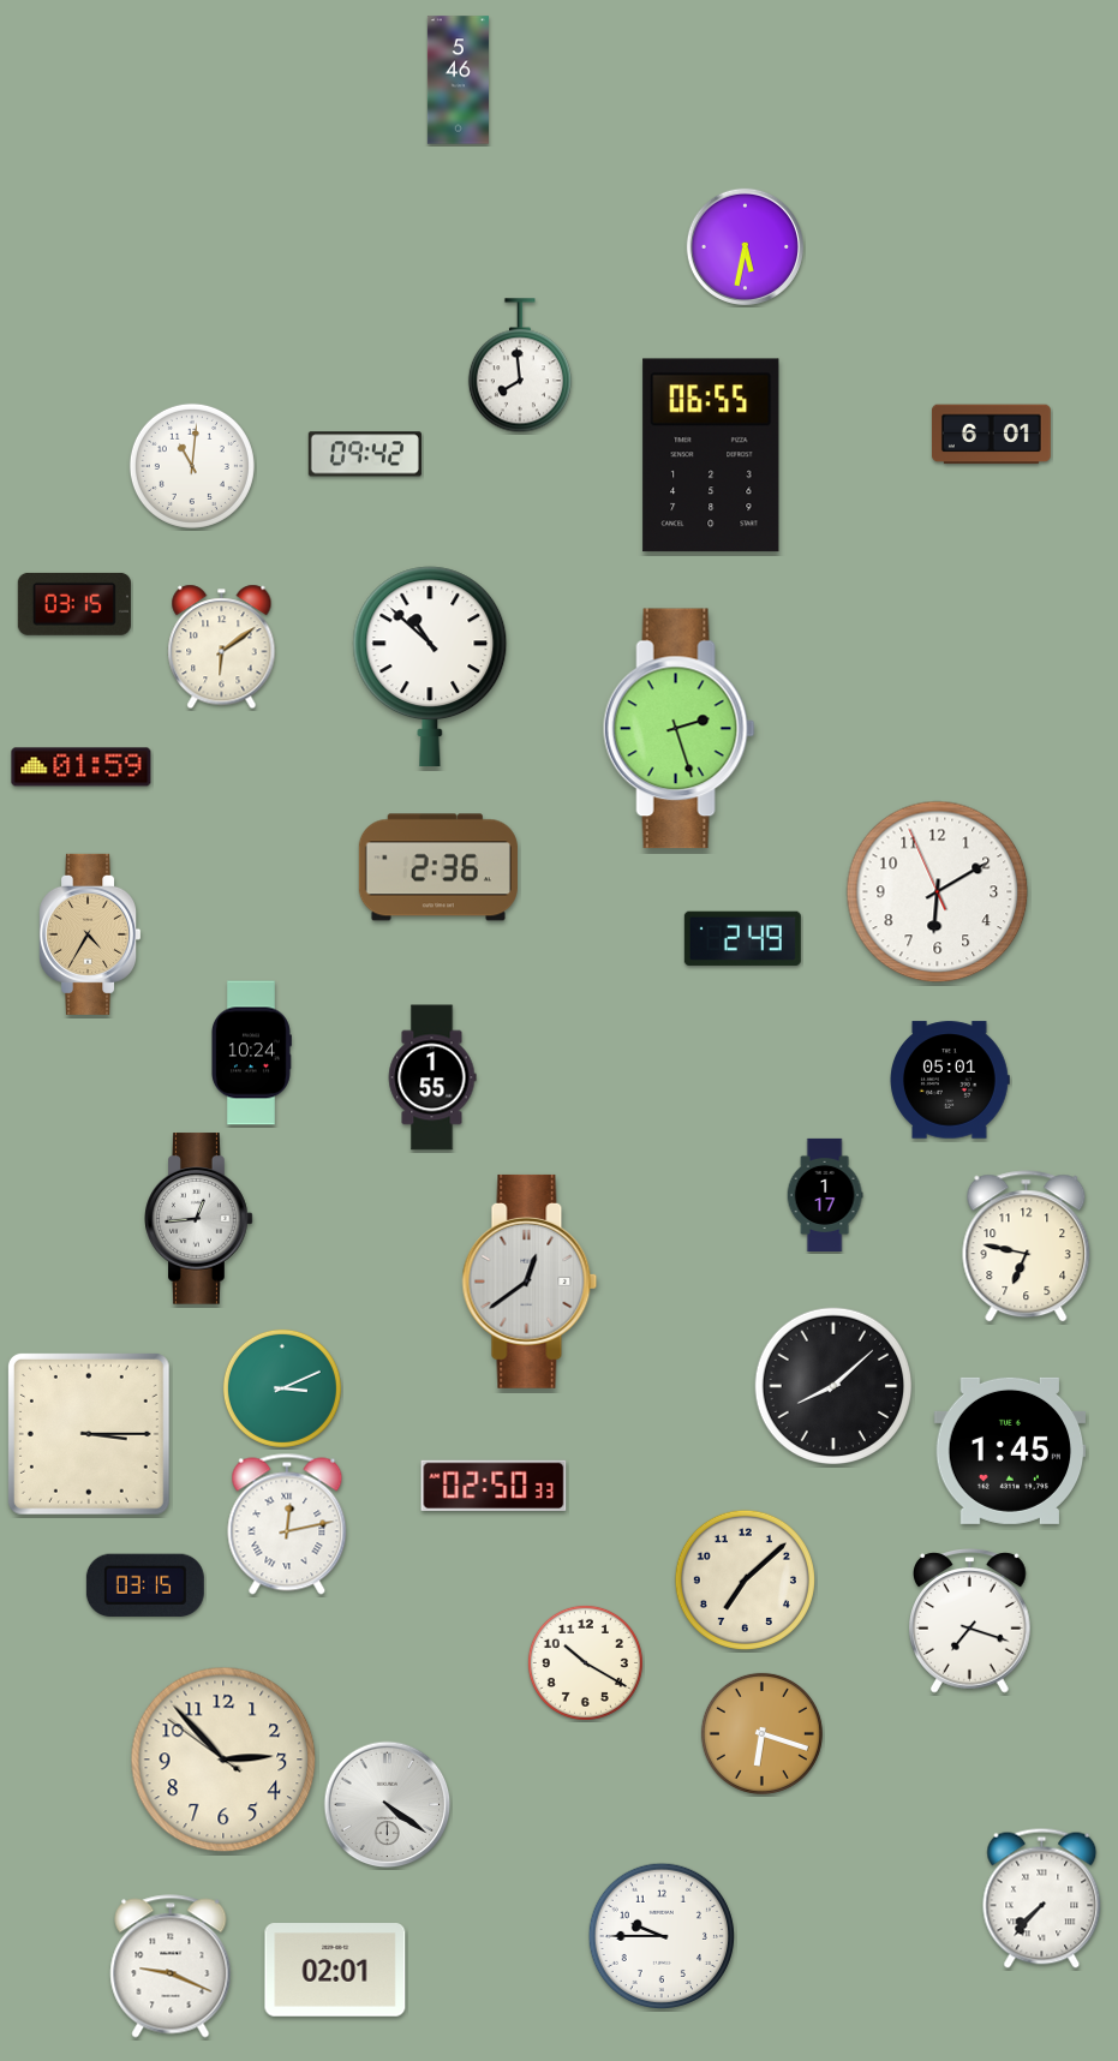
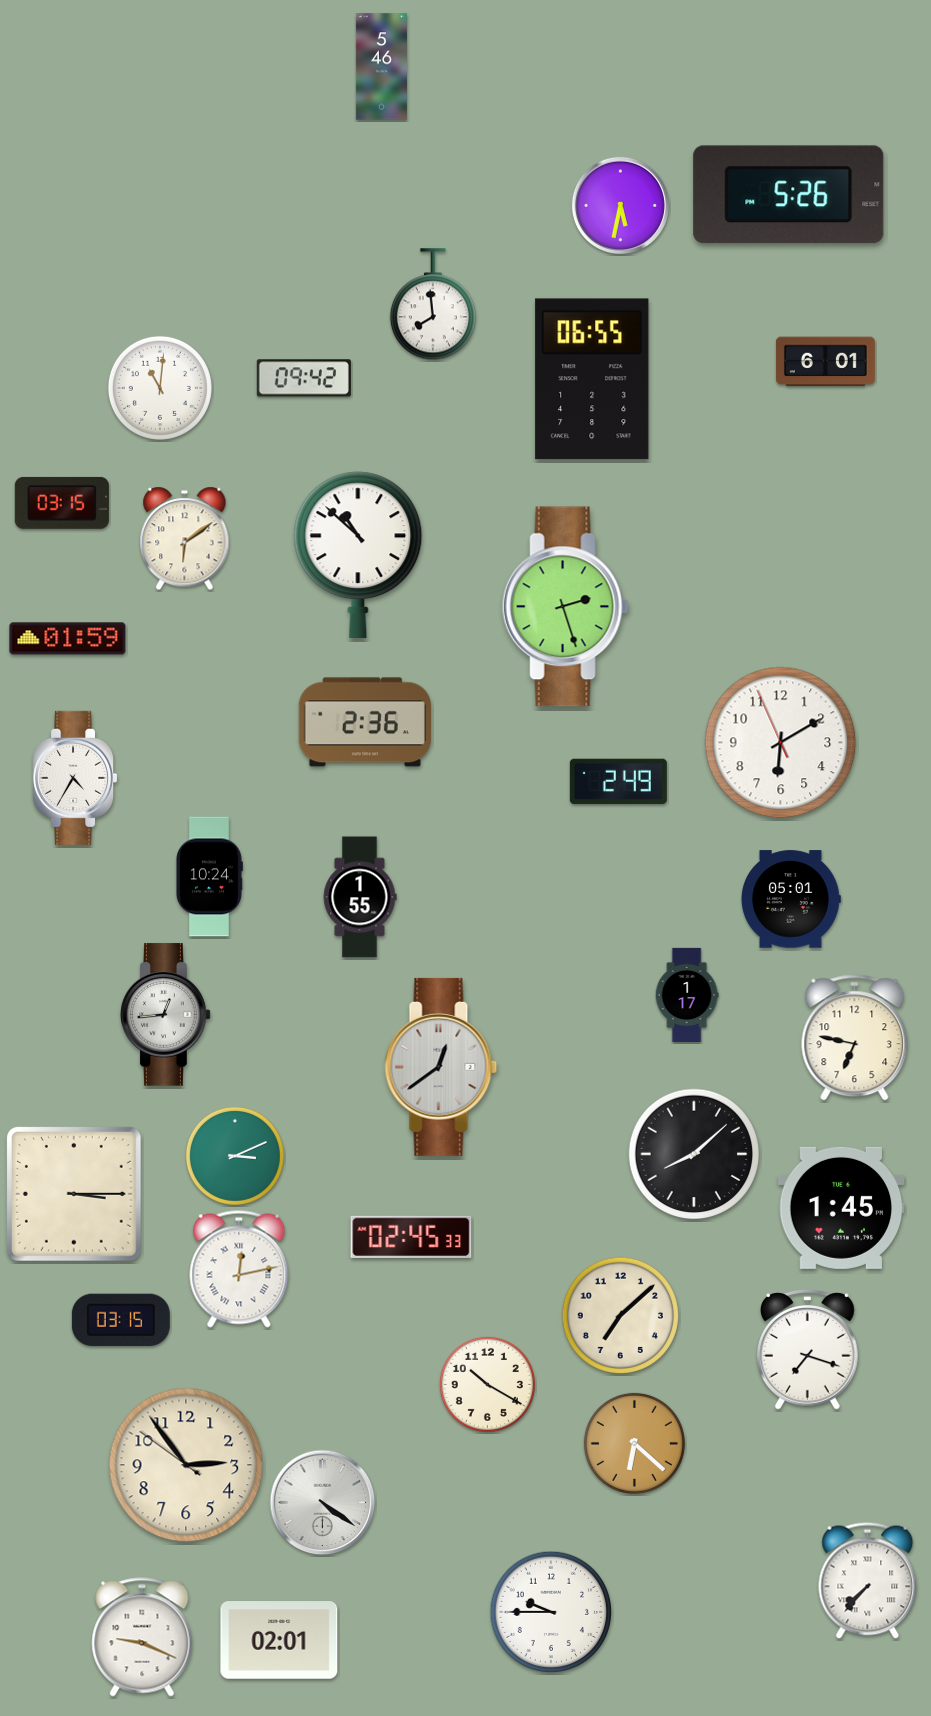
clock at (789, 195): none -> 5:26
clock at (90, 934) dial: champagne -> white
clock at (494, 1486): 02:50 -> 02:45
clock at (761, 1733): 6:18 -> 6:22
clock at (223, 1760): 2:52 -> 2:53
